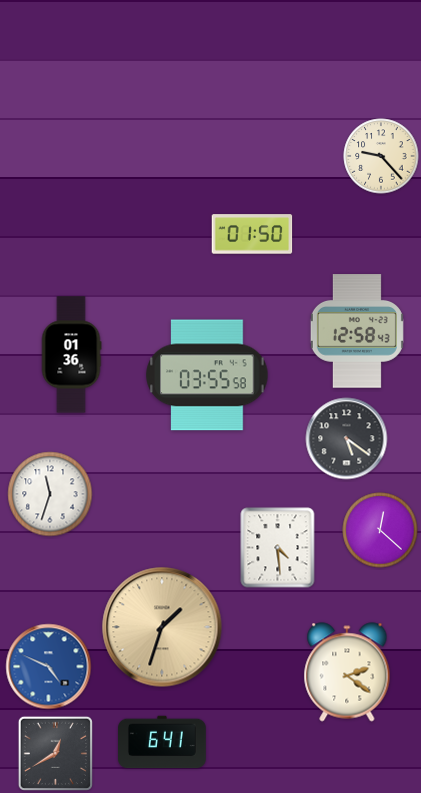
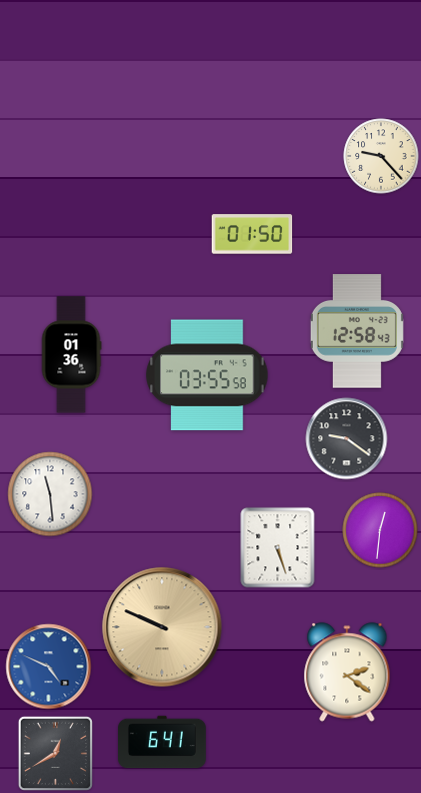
clock at (347, 439): 5:21 -> 9:21
clock at (50, 494): 11:33 -> 11:29
clock at (380, 530): 12:22 -> 12:31
clock at (278, 548): 4:29 -> 5:27
clock at (162, 627): 1:33 -> 9:49
